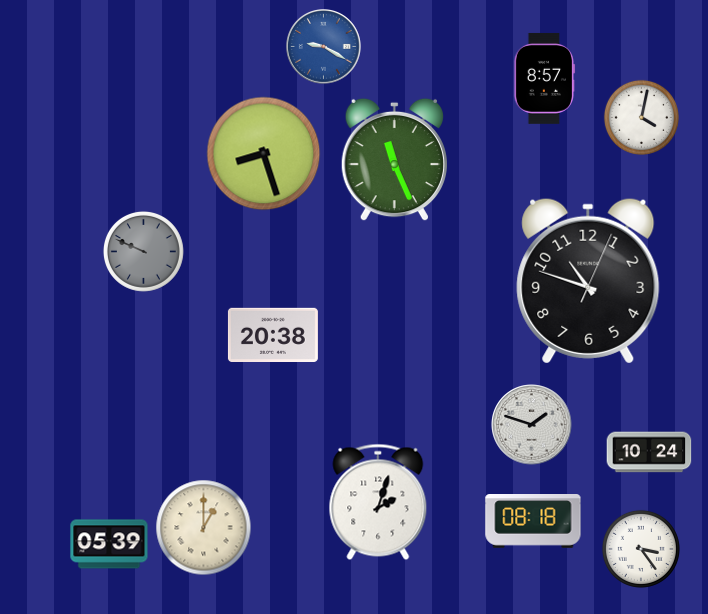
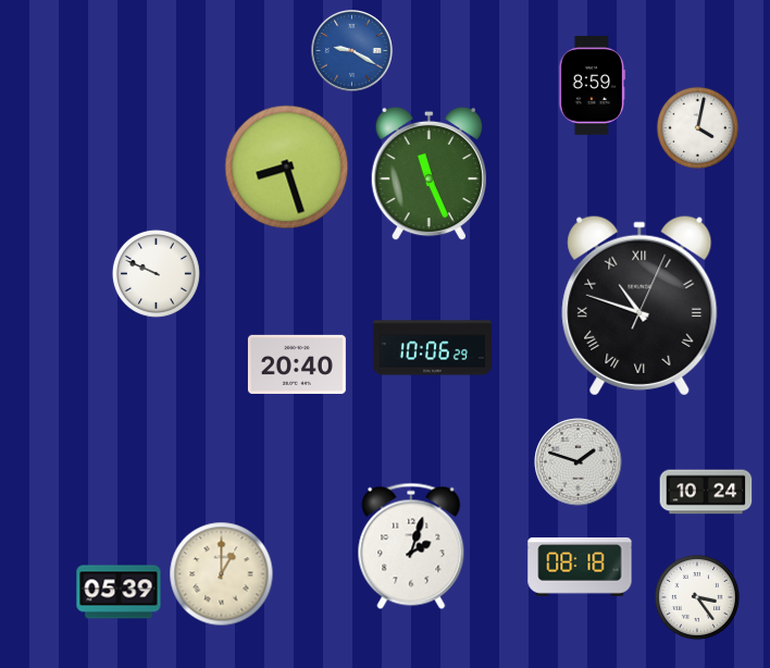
clock at (545, 78): 8:57 -> 8:59
clock at (143, 251) dial: grey -> white
clock at (588, 281) numerals: Arabic -> Roman
clock at (432, 348): none -> 10:06
clock at (273, 334): 20:38 -> 20:40
